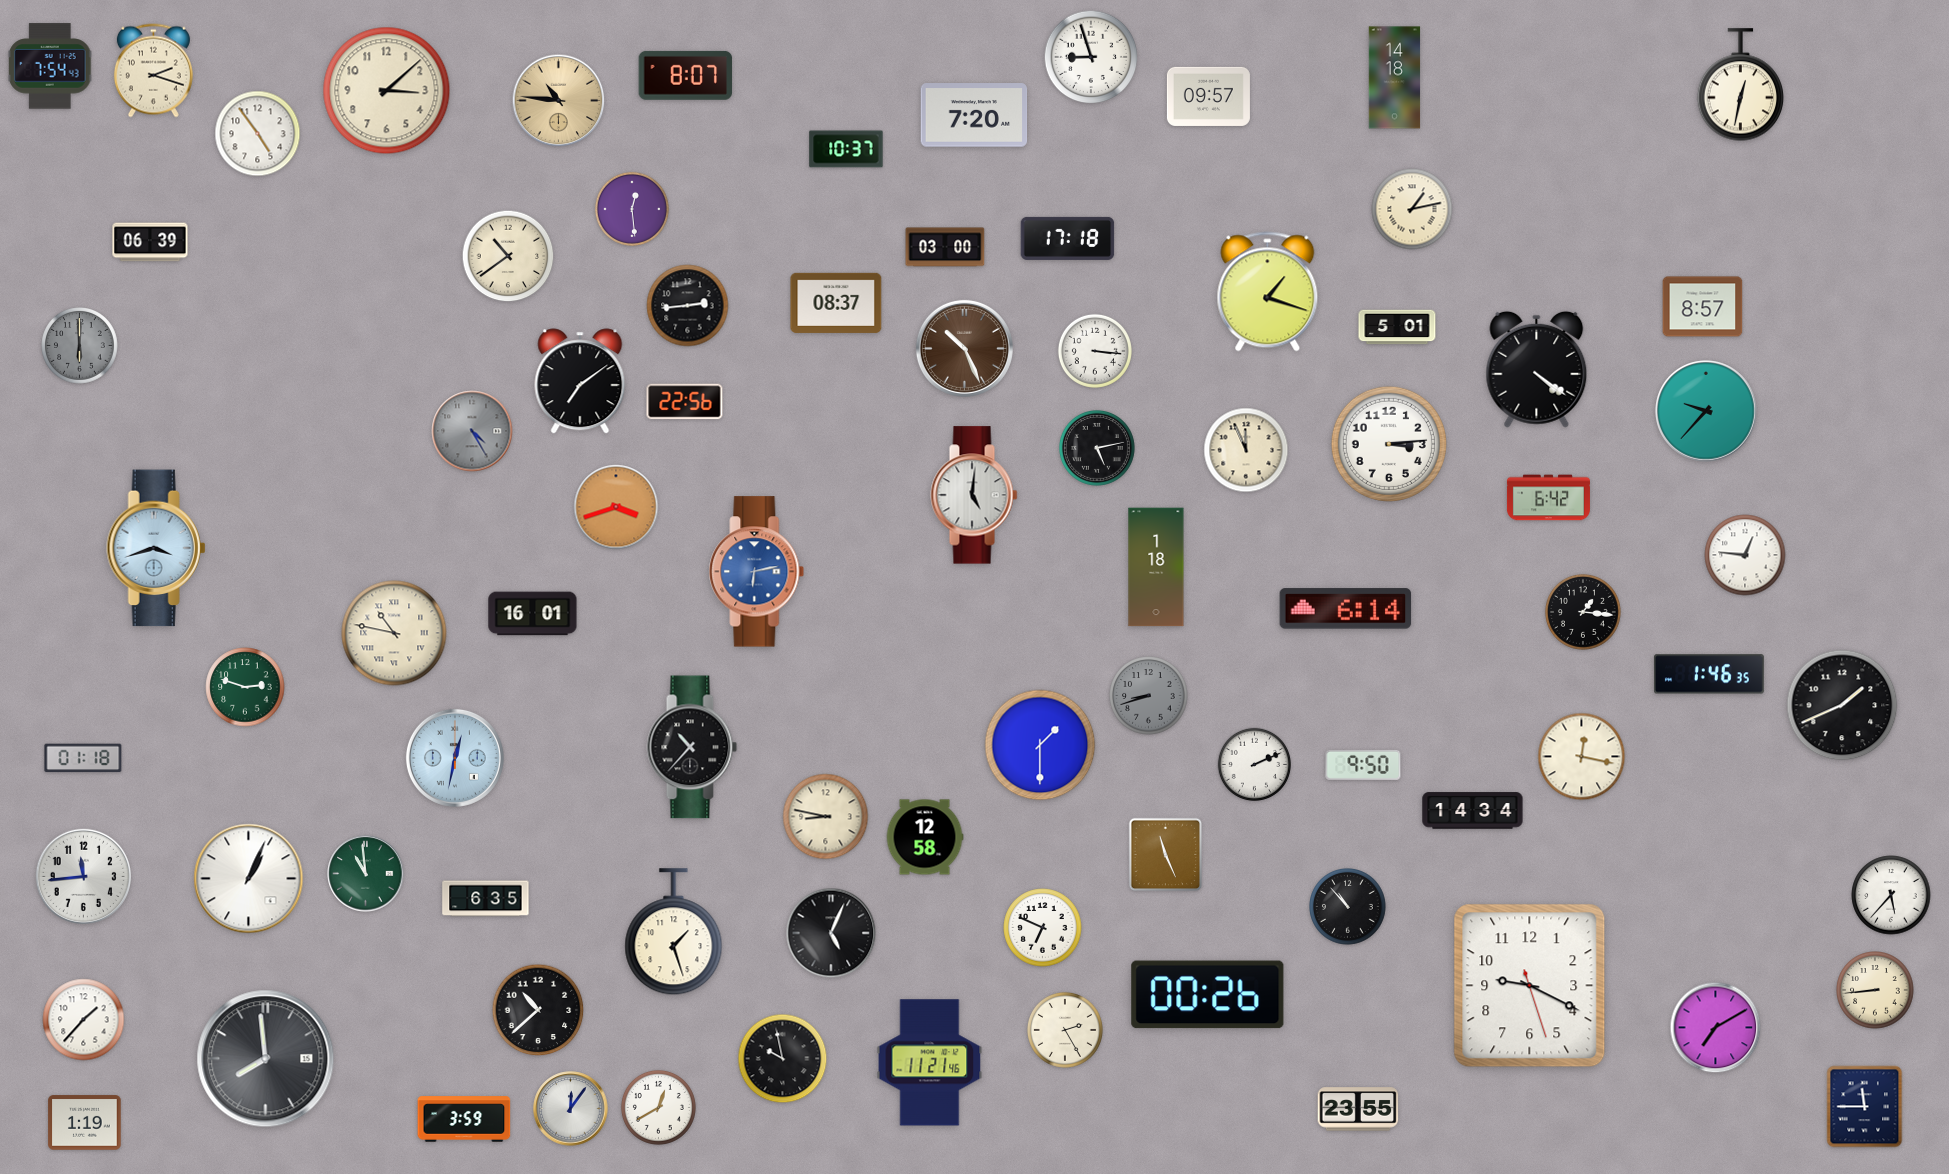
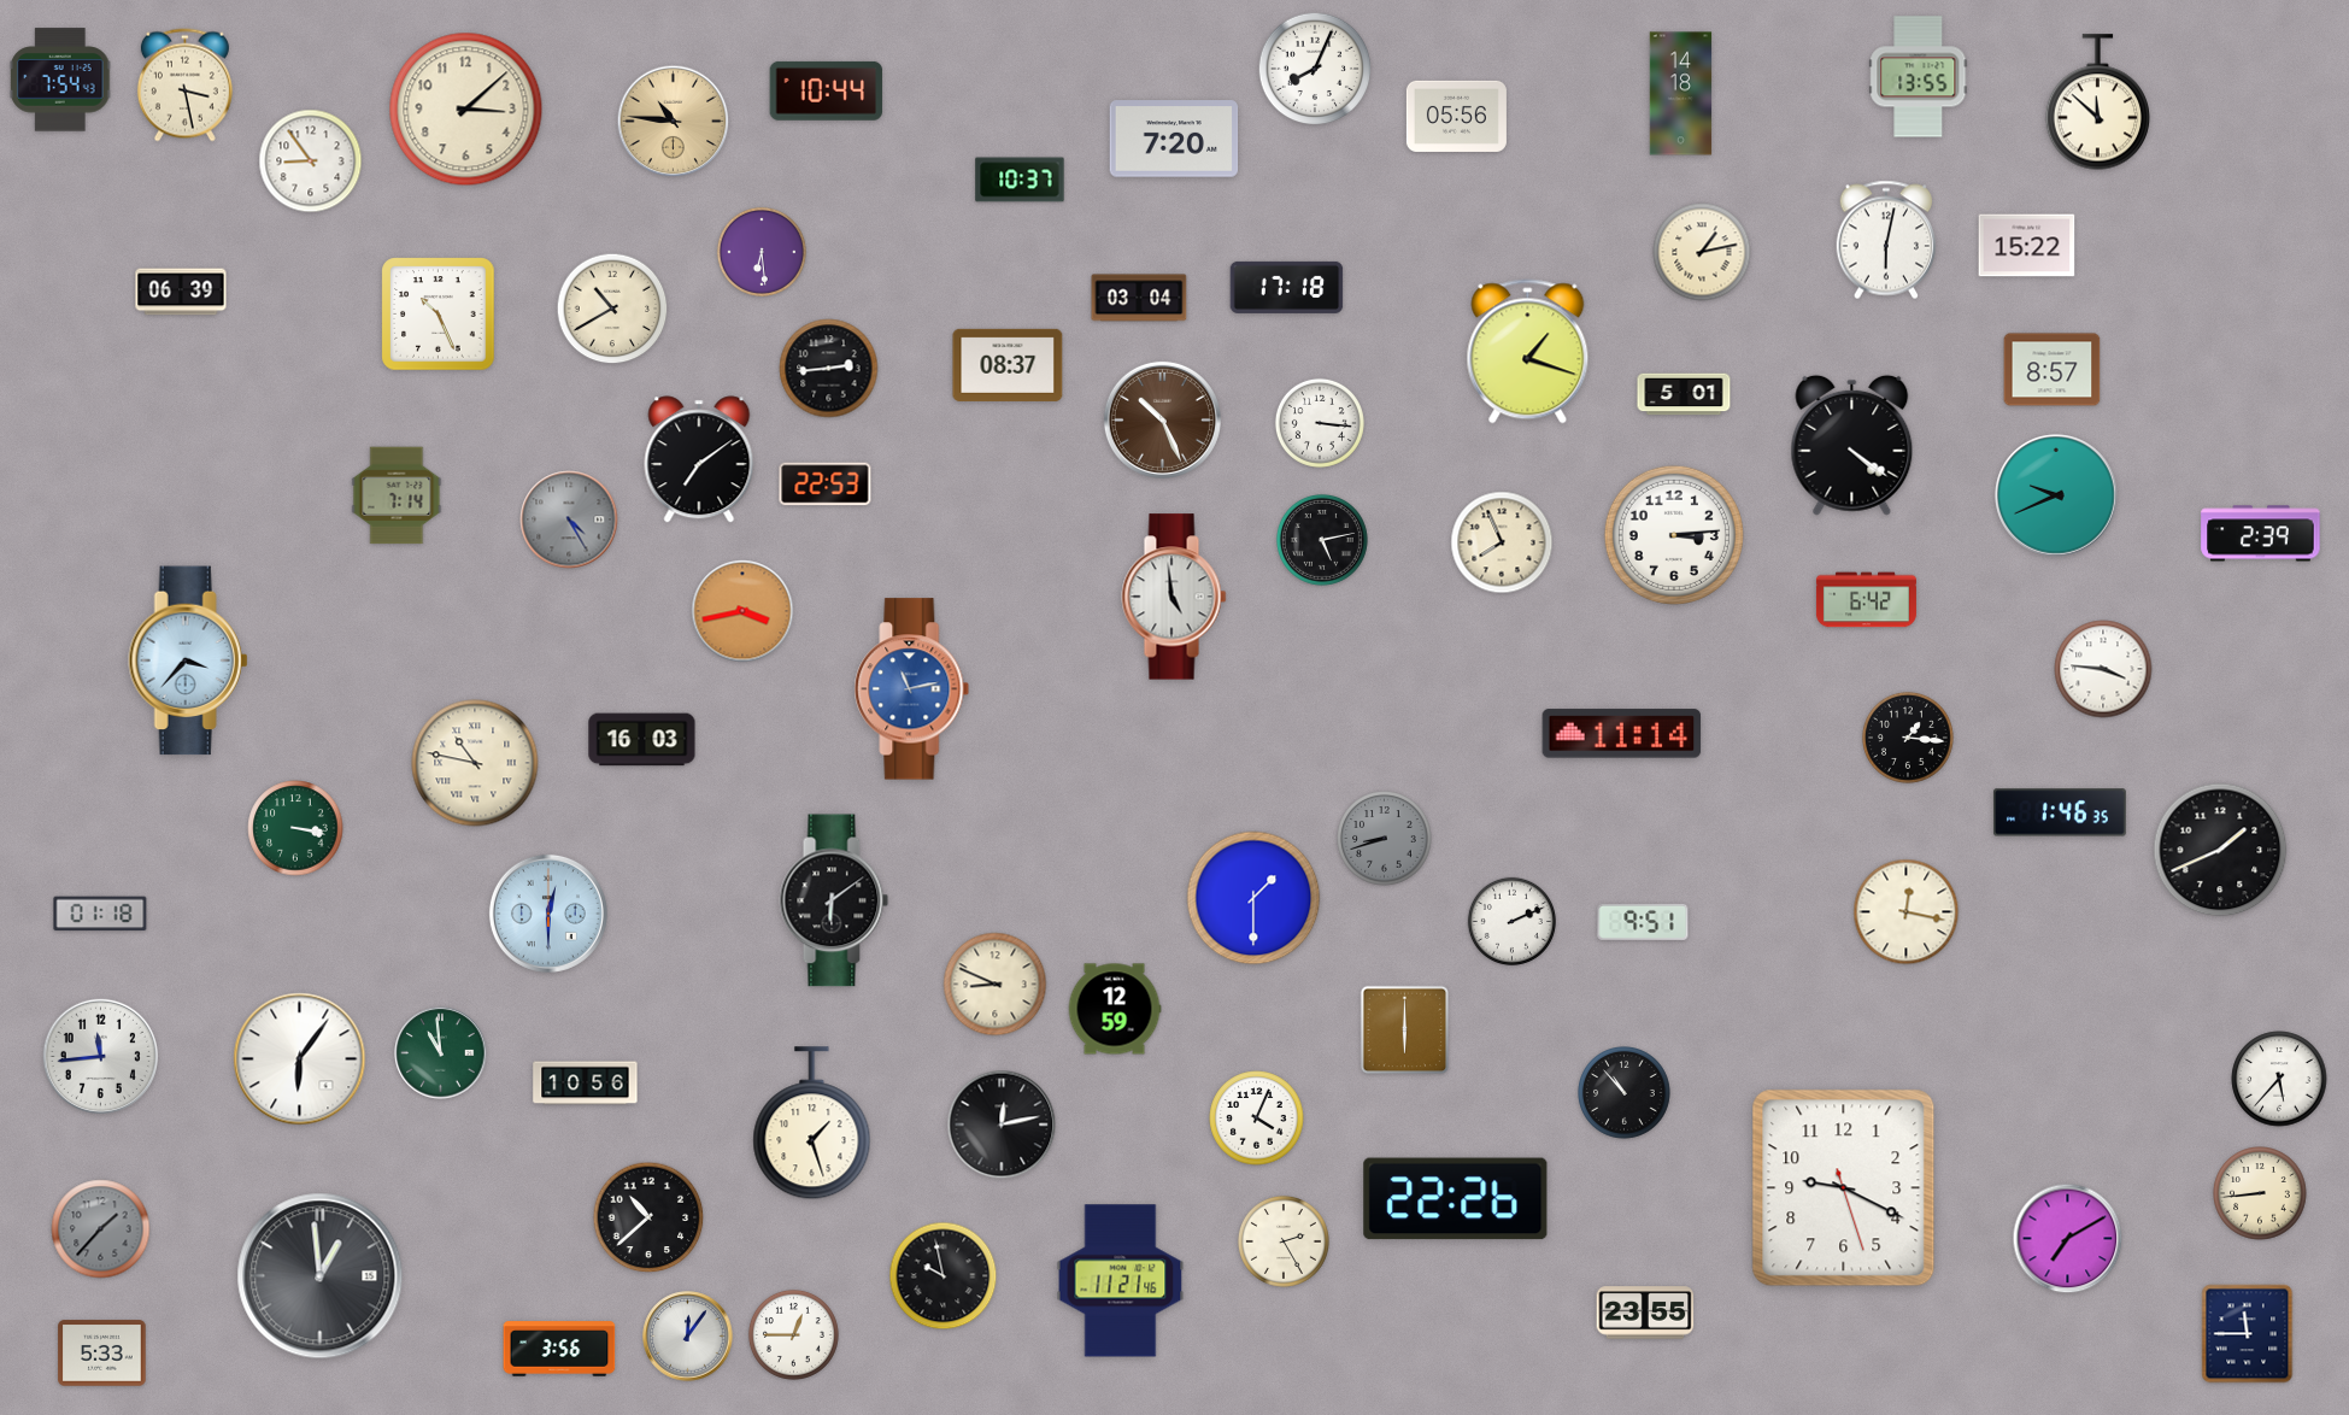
clock at (1091, 57): 8:57 -> 8:04
clock at (1919, 77): none -> 13:55
clock at (153, 71): 2:18 -> 3:28
clock at (686, 75): 8:07 -> 10:44
clock at (1741, 85): 12:32 -> 11:52
clock at (1208, 96): 09:57 -> 05:56
clock at (258, 134): 4:54 -> 8:54
clock at (1886, 240): none -> 6:02
clock at (2027, 246): none -> 15:22
clock at (632, 209): 12:29 -> 6:29
clock at (945, 247): 03:00 -> 03:04
clock at (508, 256): 10:39 -> 10:40
clock at (439, 315): none -> 10:26
clock at (80, 346): 6:00 -> none
clock at (685, 402): 22:56 -> 22:53
clock at (397, 495): none -> 7:14
clock at (1706, 411): 9:37 -> 9:41
clock at (2261, 534): none -> 2:39
clock at (1246, 450): 11:56 -> 7:56
clock at (974, 495): 5:01 -> 4:59
clock at (616, 507): 3:42 -> 3:43
clock at (156, 548): 3:42 -> 3:37
clock at (1745, 555): 12:46 -> 3:46
clock at (1156, 567): 1:18 -> none
clock at (757, 572): 6:13 -> 11:13
clock at (1346, 609): 6:14 -> 11:14
clock at (533, 614): 16:01 -> 16:03
clock at (245, 687): 2:48 -> 3:17
clock at (692, 747): 10:37 -> 6:09
clock at (455, 758): 12:32 -> 12:30
clock at (1363, 765): 9:50 -> 9:51
clock at (1473, 811): 14:34 -> none
clock at (826, 817): 8:47 -> 8:49
clock at (925, 837): 12:58 -> 12:59
clock at (1166, 855): 11:26 -> 6:00
clock at (249, 879): 1:04 -> 6:06
clock at (486, 899): 6:35 -> 10:56
clock at (1043, 928): 6:49 -> 4:04
clock at (831, 933): 5:04 -> 12:13
clock at (1208, 995): 00:26 -> 22:26
clock at (84, 1020) dial: white -> grey
clock at (266, 1059): 7:59 -> 12:59
clock at (658, 1107): 12:40 -> 12:45
clock at (1358, 1109) position: (1358, 1109) -> (1645, 1313)
clock at (464, 1119): 3:59 -> 3:56
clock at (85, 1123): 1:19 -> 5:33
